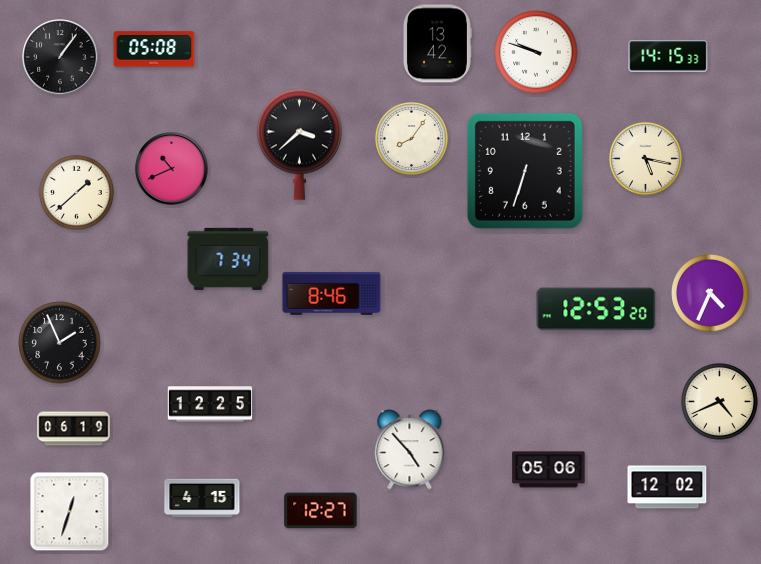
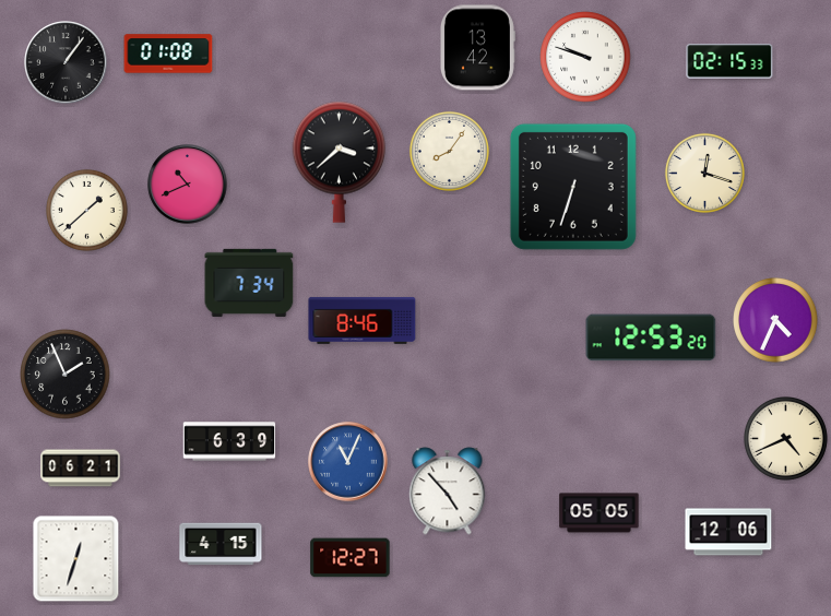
clock at (154, 49): 05:08 -> 01:08
clock at (668, 56): 14:15 -> 02:15
clock at (300, 144) position: (300, 144) -> (340, 162)
clock at (645, 158): 5:17 -> 12:18
clock at (76, 192) position: (76, 192) -> (86, 210)
clock at (210, 404): 12:25 -> 6:39
clock at (348, 462): none -> 11:04
clock at (74, 429): 06:19 -> 06:21
clock at (549, 470): 05:06 -> 05:05
clock at (667, 487): 12:02 -> 12:06
